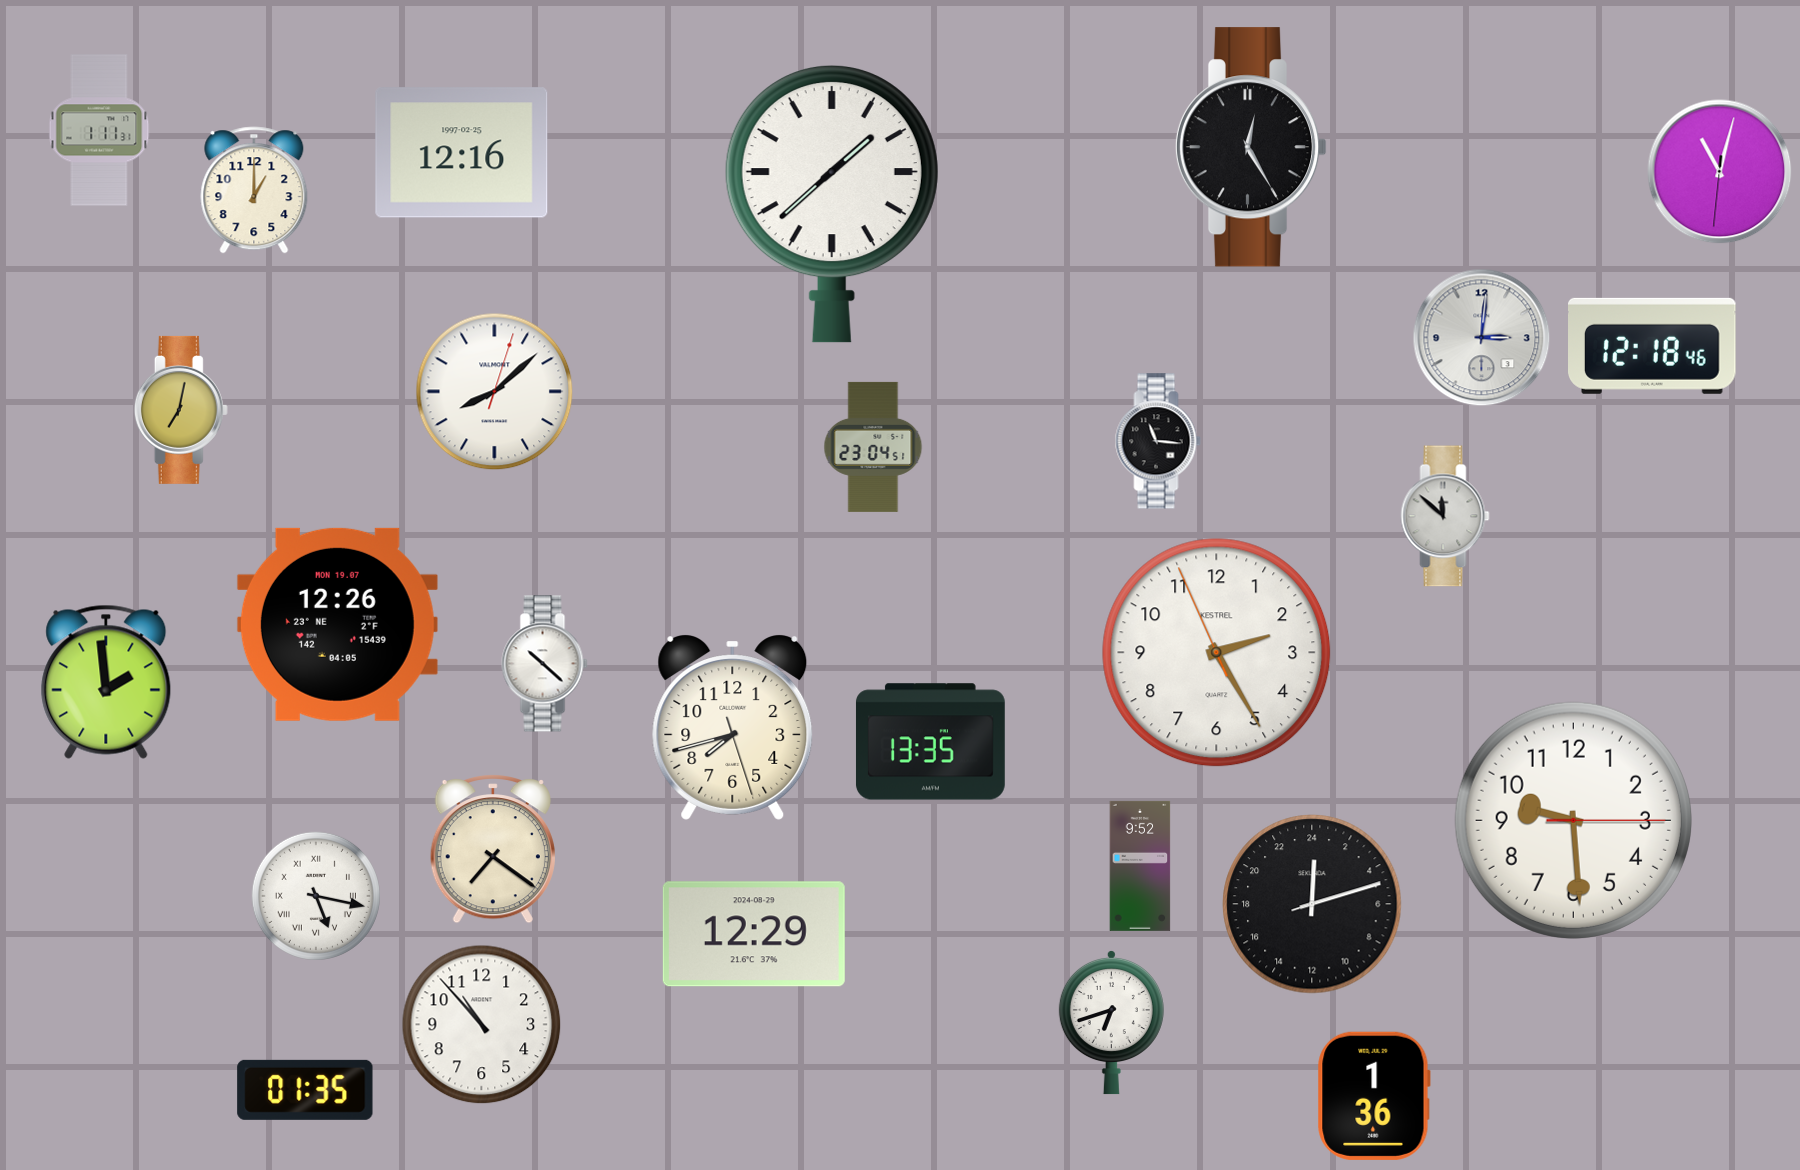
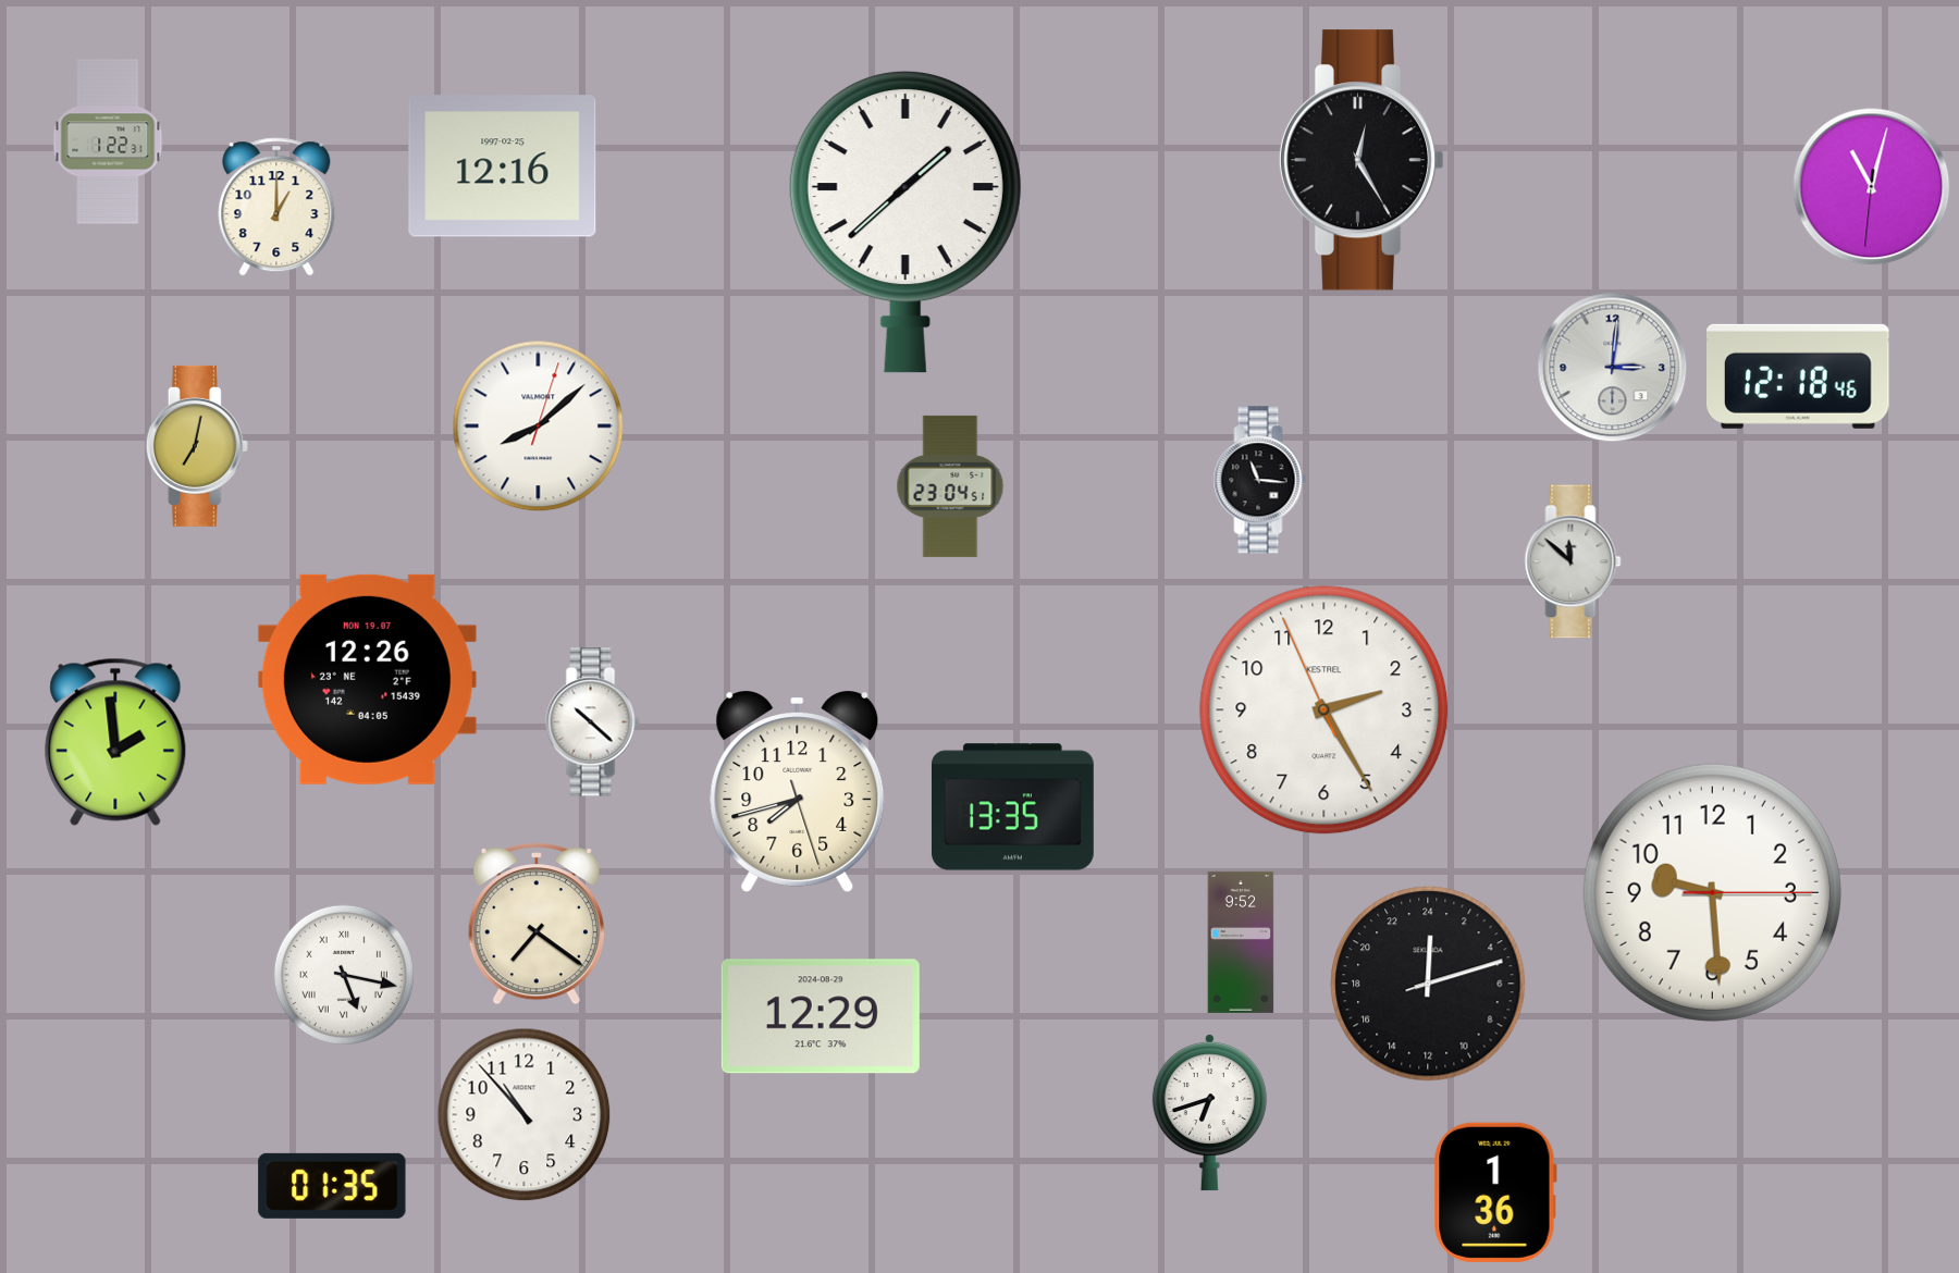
clock at (99, 130): 1:11 -> 1:22
